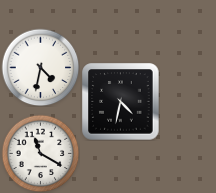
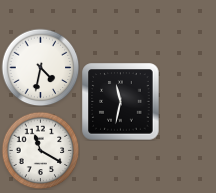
clock at (121, 102): 4:32 -> 11:32
clock at (40, 153) position: (40, 153) -> (40, 150)
